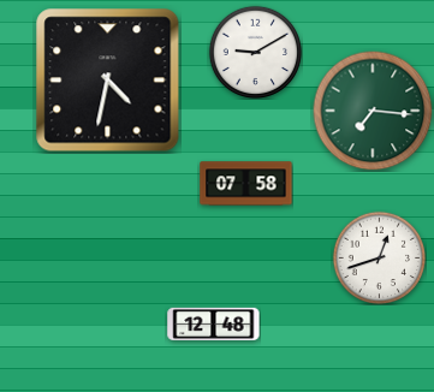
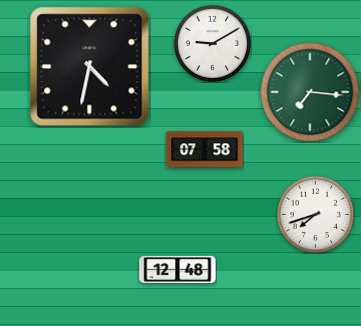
clock at (246, 184) position: (246, 184) -> (205, 150)
clock at (379, 257): 12:42 -> 7:42
